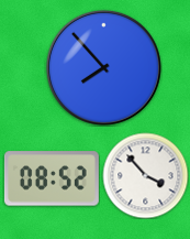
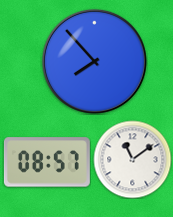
clock at (145, 175): 3:53 -> 11:09
clock at (52, 178): 08:52 -> 08:57
